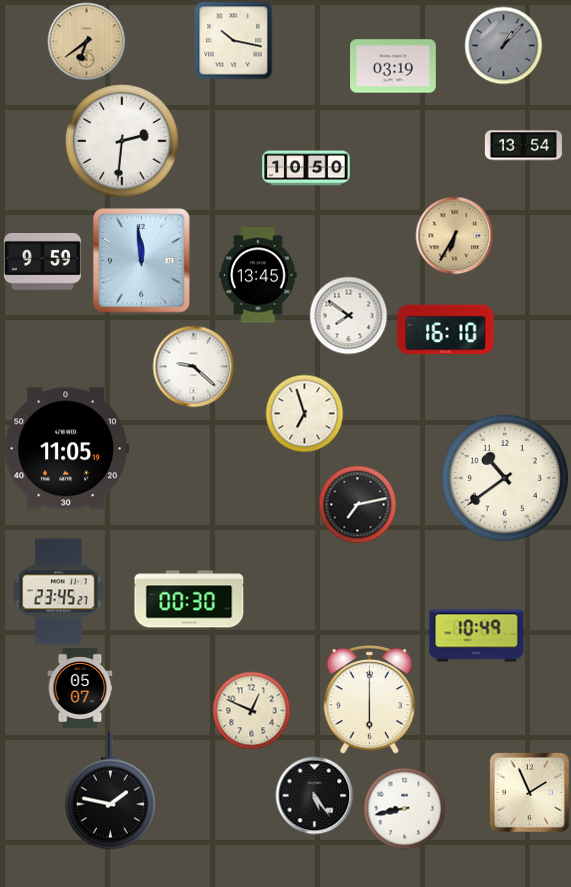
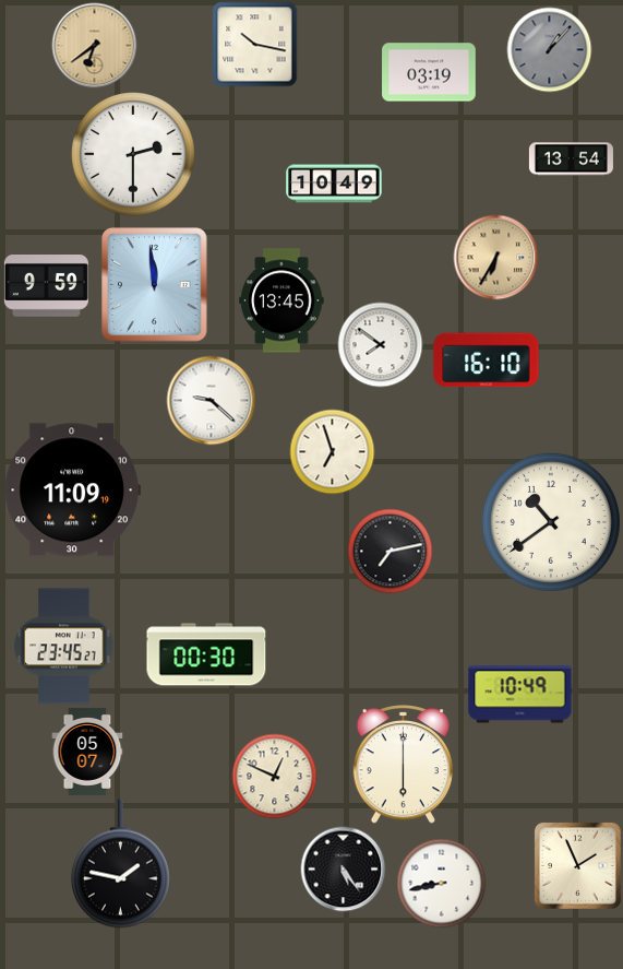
clock at (122, 141): 2:31 -> 2:30
clock at (306, 168): 10:50 -> 10:49
clock at (66, 449): 11:05 -> 11:09
